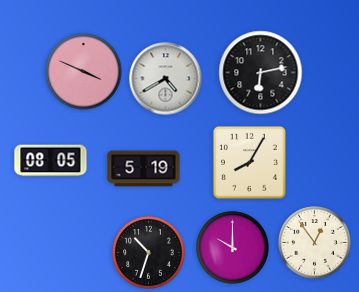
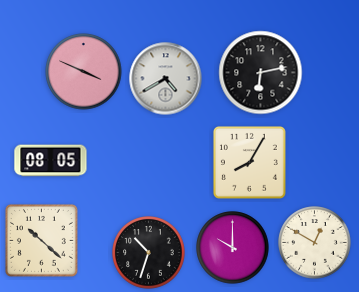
clock at (144, 169): 5:19 -> none
clock at (41, 240): none -> 10:22
clock at (315, 243): 12:54 -> 12:50
